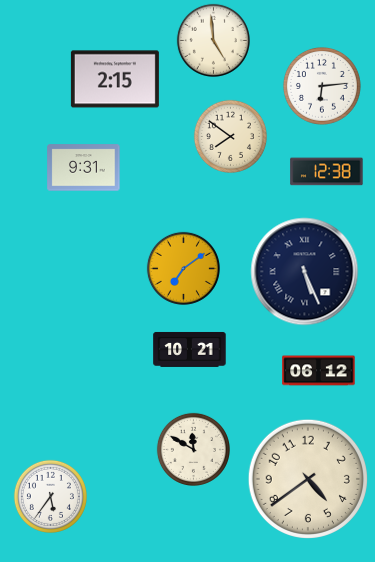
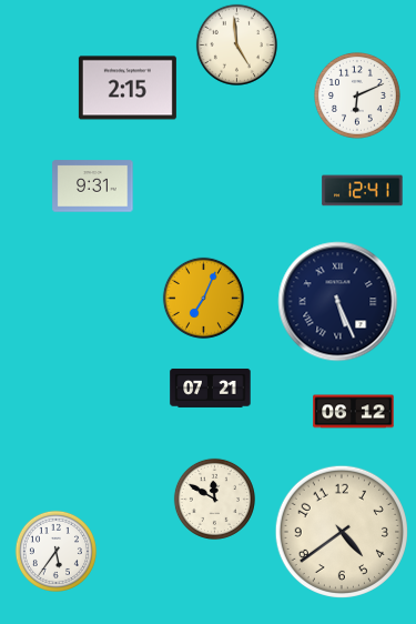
clock at (322, 86): 6:14 -> 6:11
clock at (230, 136): 7:51 -> none
clock at (327, 172): 12:38 -> 12:41
clock at (183, 268): 7:09 -> 7:04
clock at (190, 349): 10:21 -> 07:21
